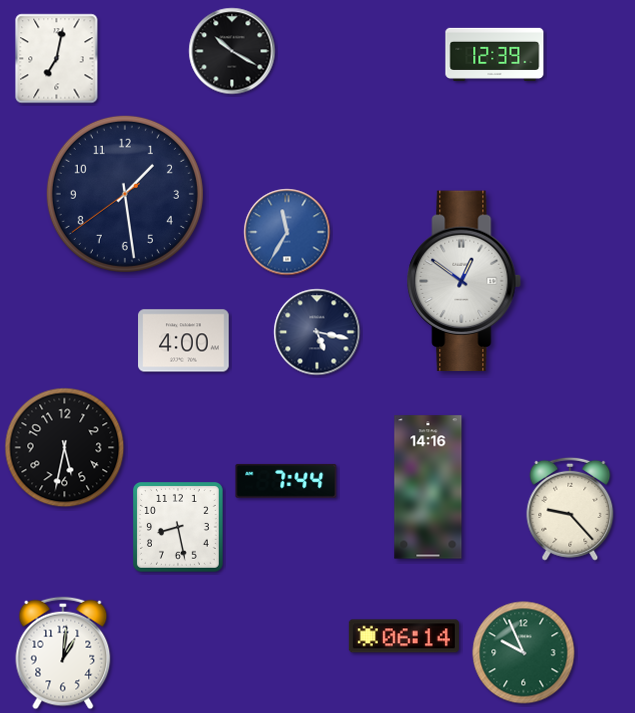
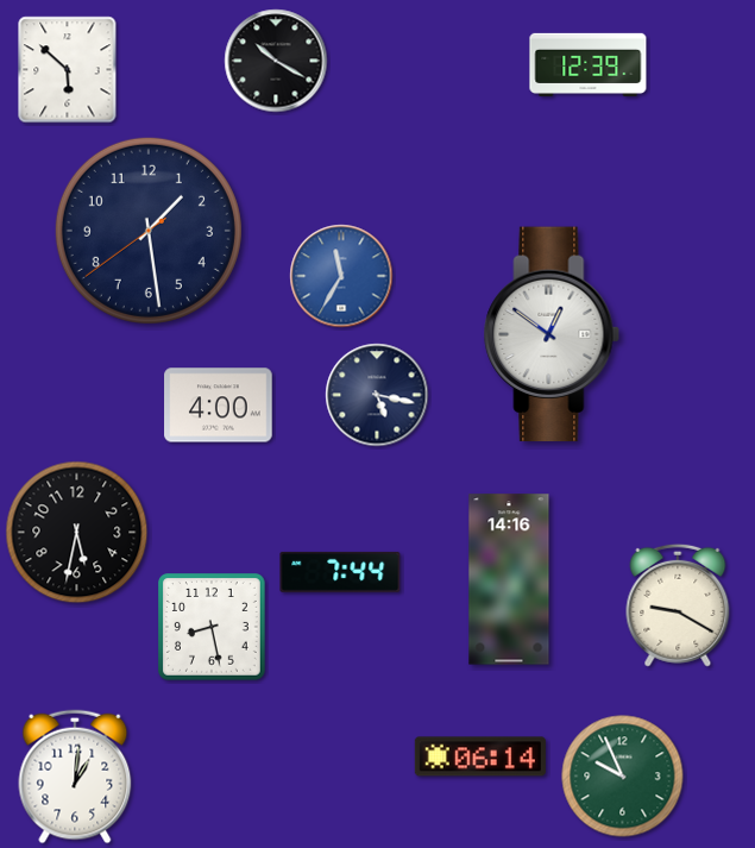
clock at (57, 59): 7:02 -> 5:52
clock at (570, 509): 9:23 -> 9:20
